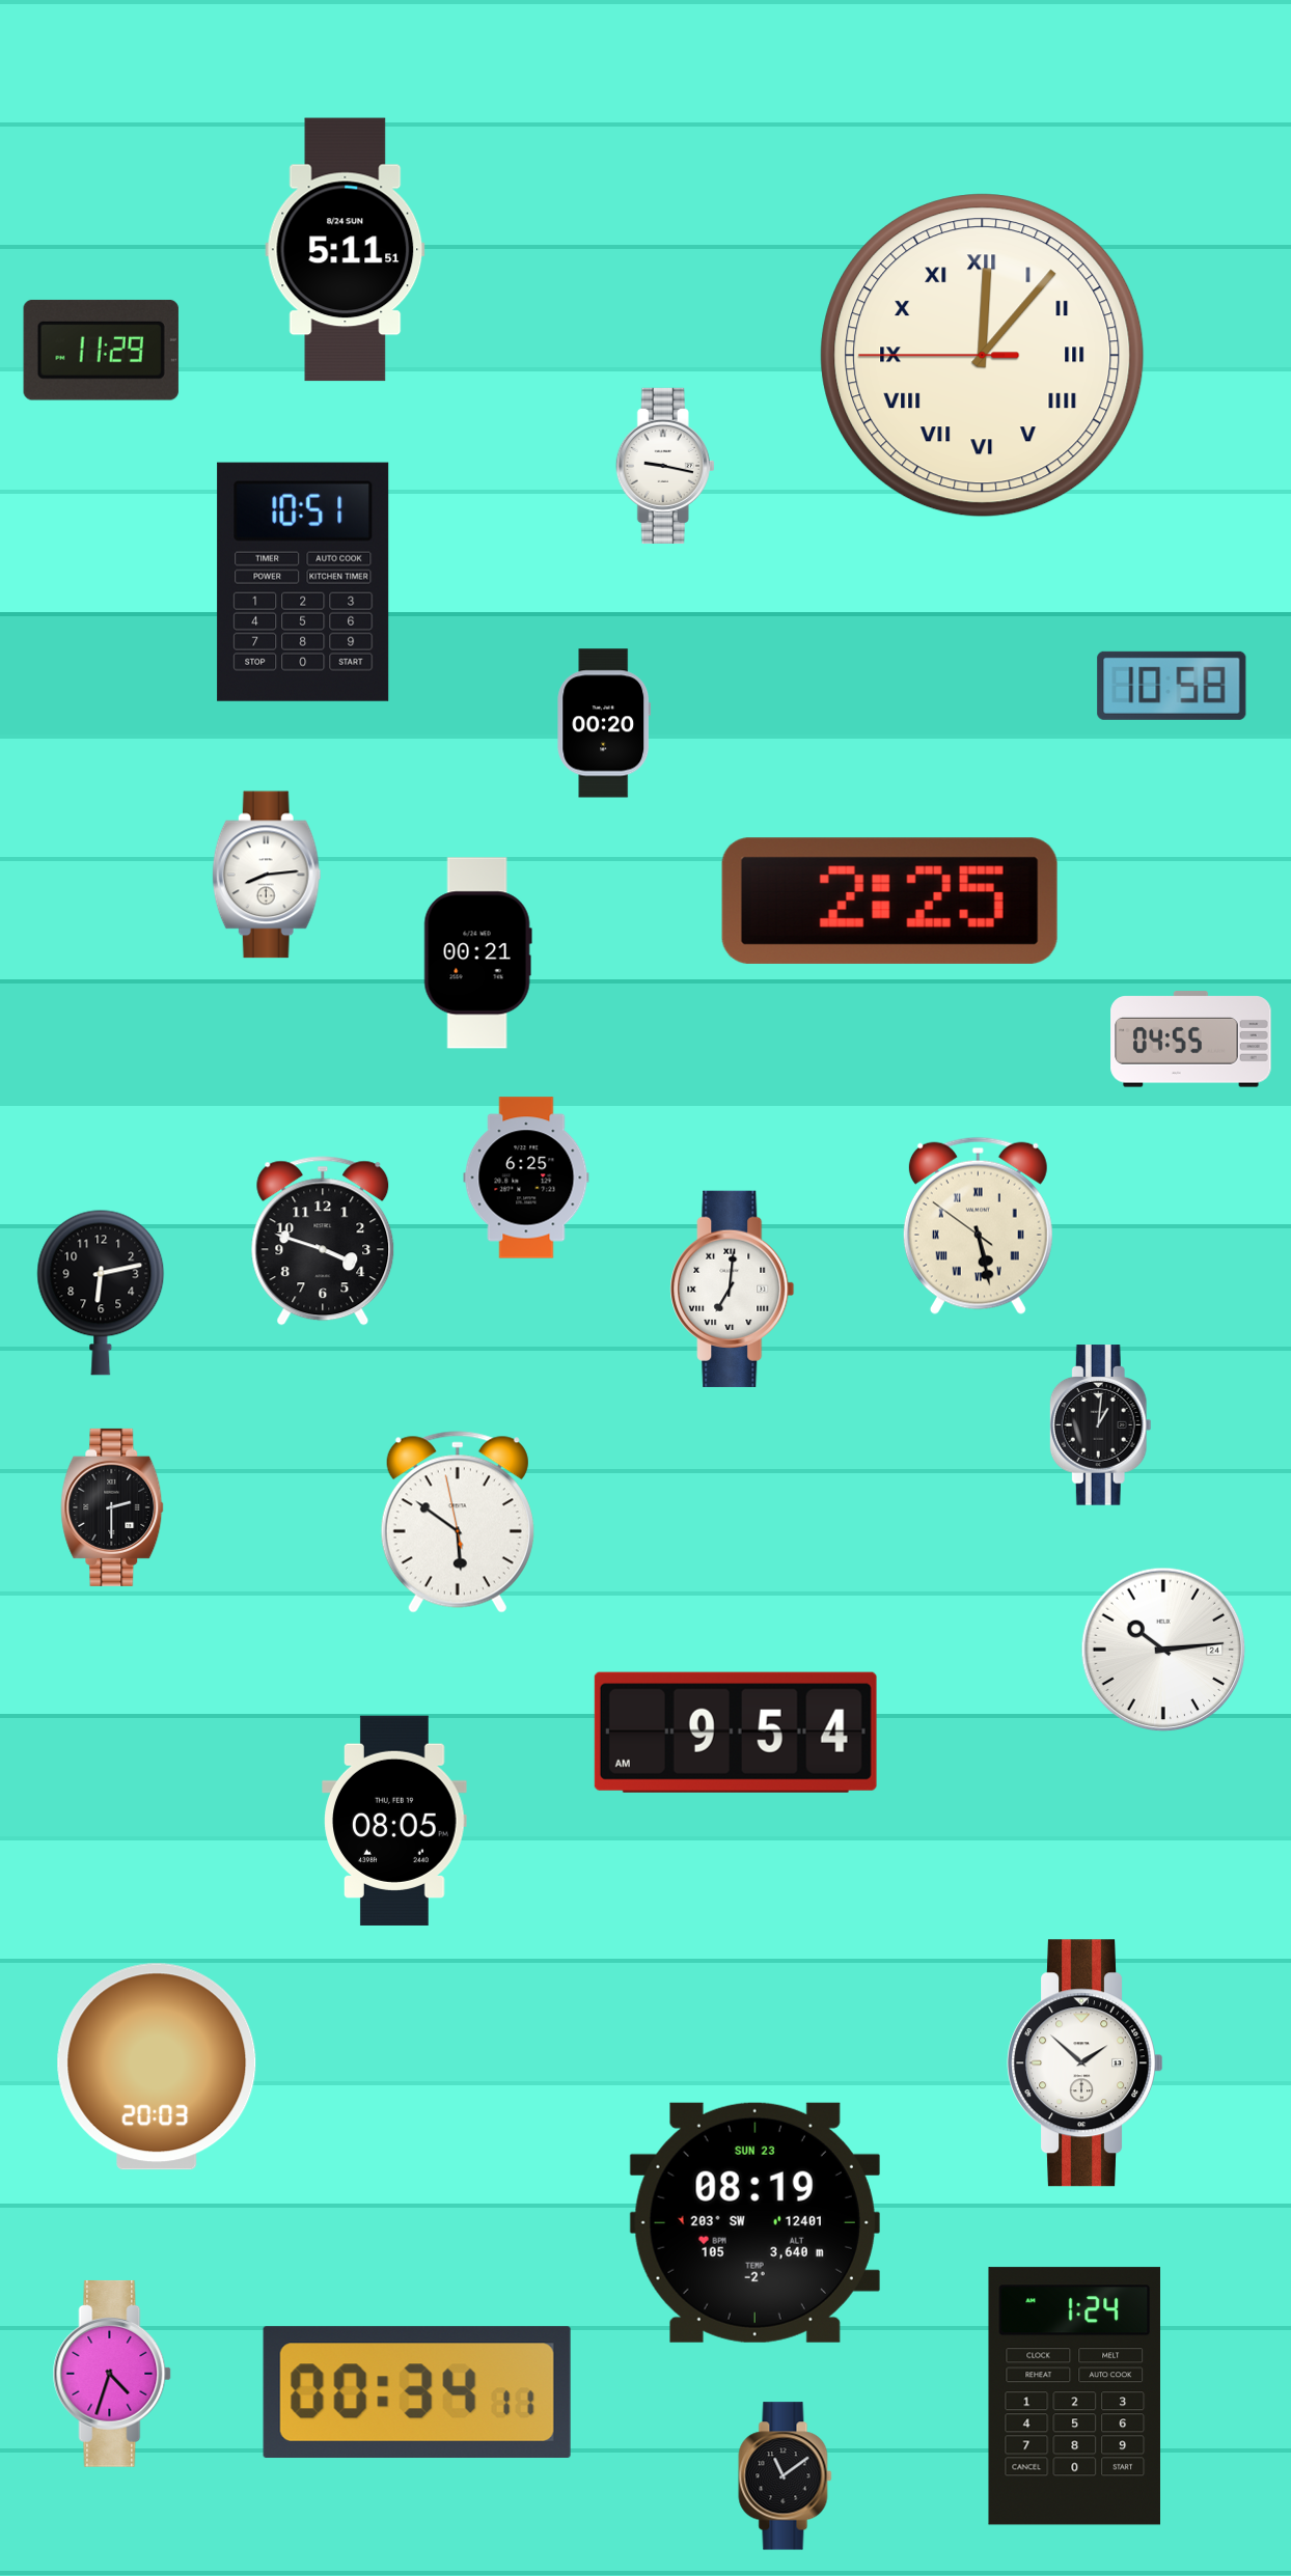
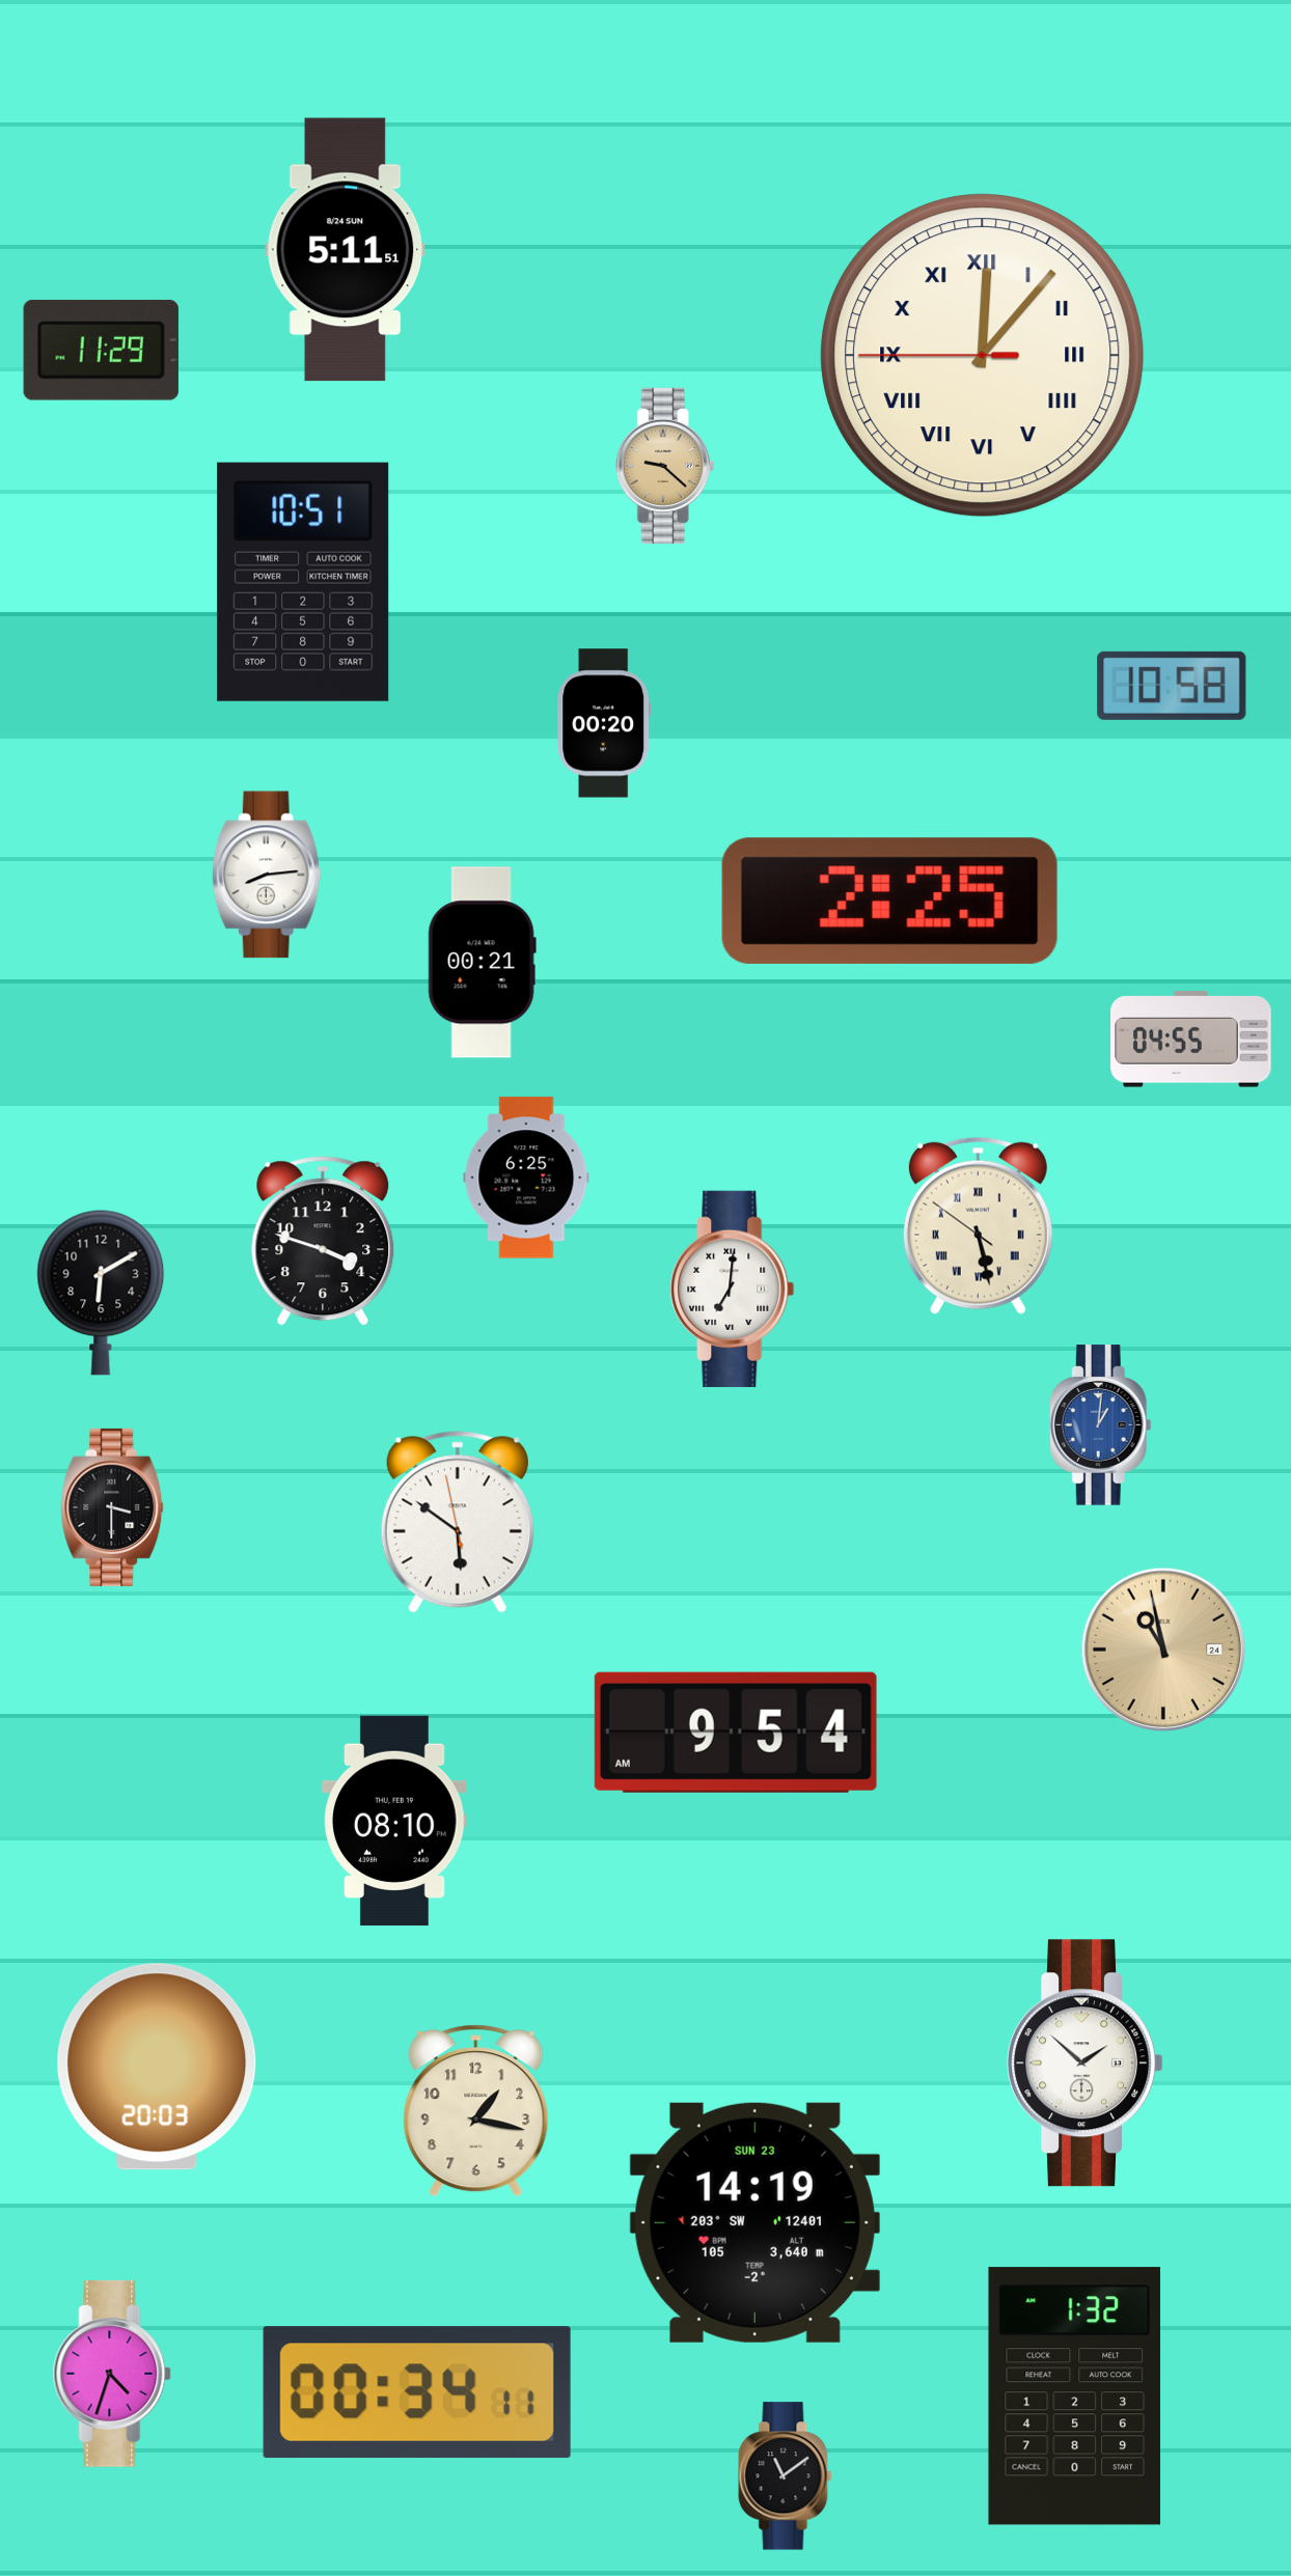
clock at (665, 466): 9:17 -> 9:22
clock at (665, 466) dial: white -> champagne
clock at (477, 953) position: (477, 953) -> (482, 963)
clock at (101, 1293): 6:13 -> 6:10
clock at (1100, 1425) dial: black -> blue
clock at (112, 1507): 2:30 -> 3:30
clock at (1163, 1650): 10:14 -> 10:58
clock at (1163, 1650) dial: white -> champagne
clock at (394, 1821): 08:05 -> 08:10
clock at (476, 2111): none -> 1:17
clock at (754, 2222): 08:19 -> 14:19
clock at (1074, 2397): 1:24 -> 1:32
